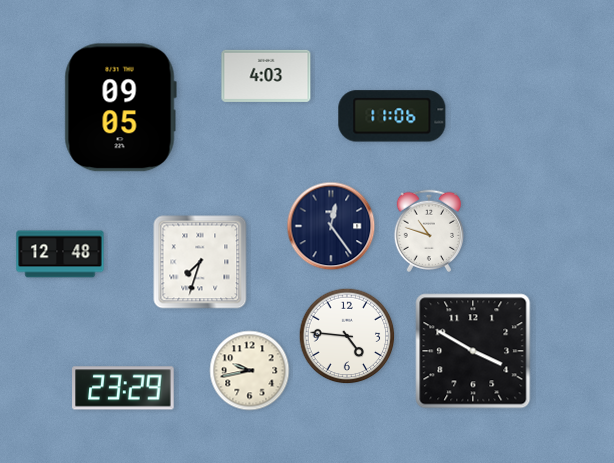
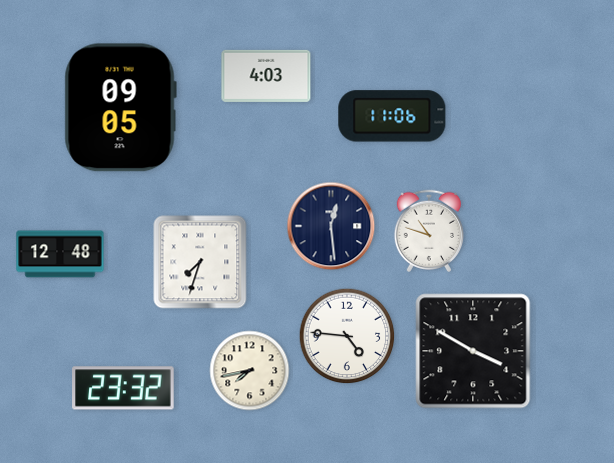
clock at (331, 226): 12:24 -> 12:29
clock at (250, 371): 9:43 -> 7:43
clock at (123, 388): 23:29 -> 23:32
